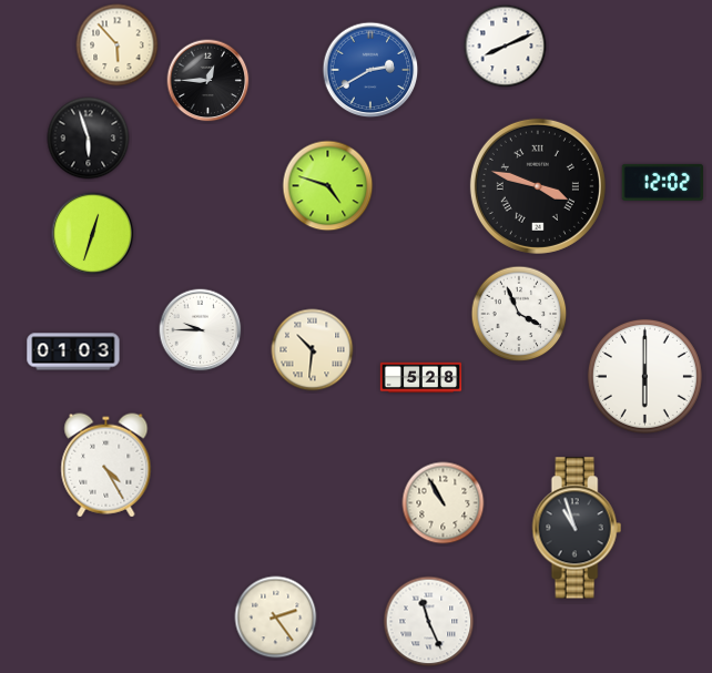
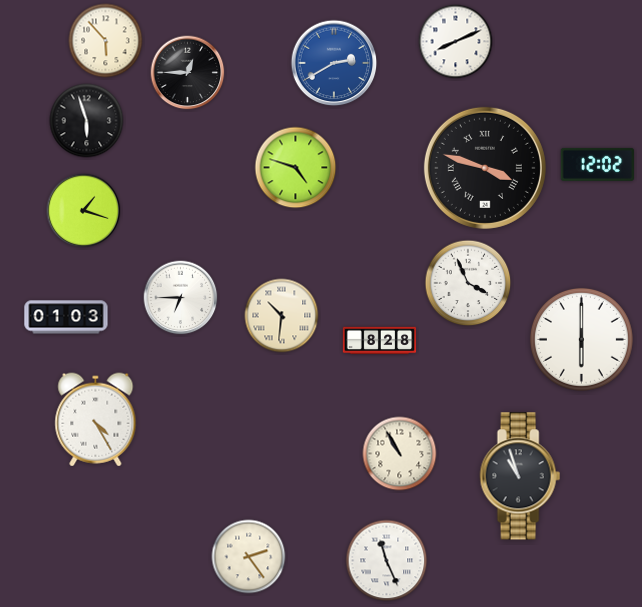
clock at (89, 139) position: (89, 139) -> (87, 121)
clock at (93, 234): 12:33 -> 1:18
clock at (201, 330): 9:45 -> 6:45
clock at (421, 378): 5:28 -> 8:28
